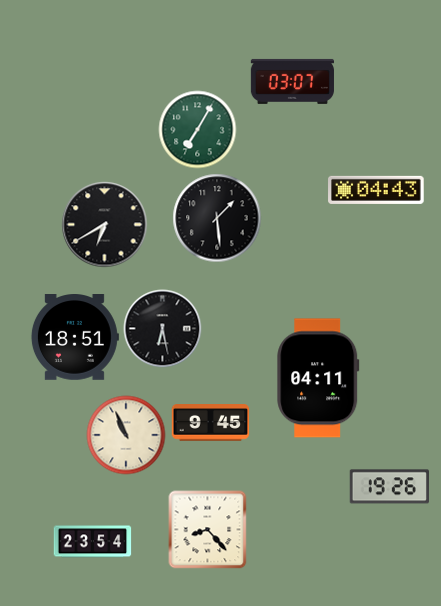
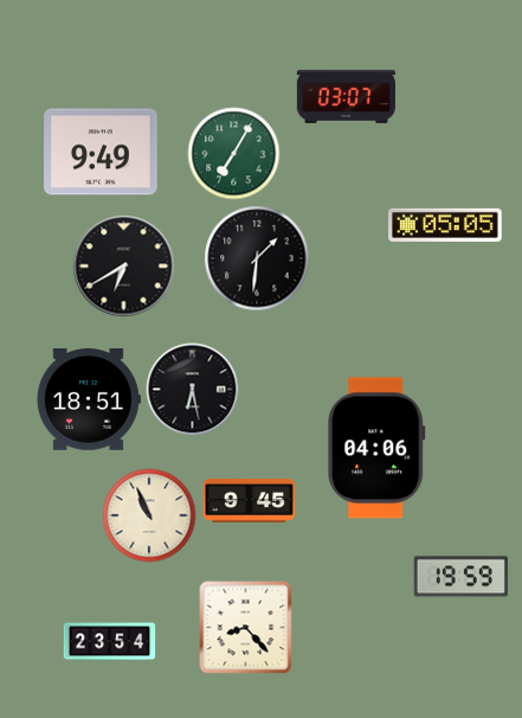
clock at (101, 152): none -> 9:49
clock at (376, 190): 04:43 -> 05:05
clock at (217, 218): 1:29 -> 1:31
clock at (318, 378): 04:11 -> 04:06
clock at (389, 487): 19:26 -> 19:59
